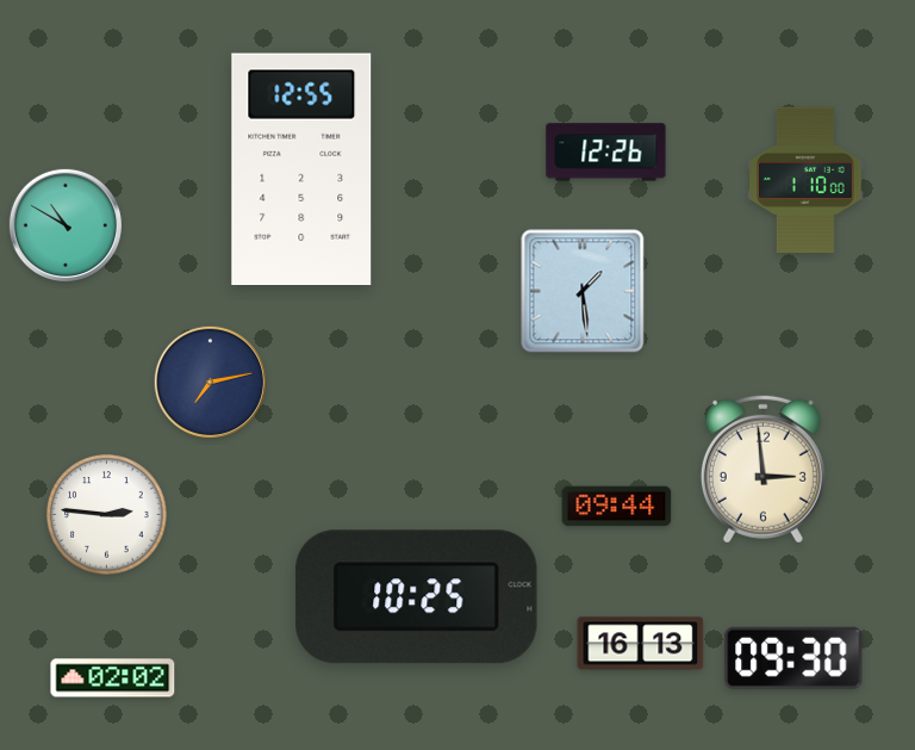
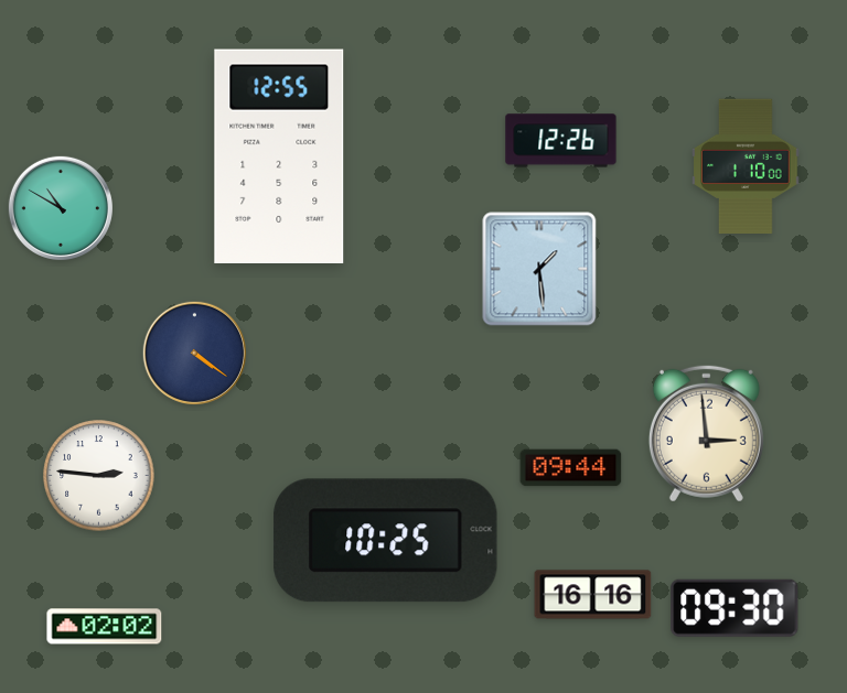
clock at (210, 382): 7:13 -> 4:21
clock at (417, 597) position: (417, 597) -> (386, 541)
clock at (641, 644): 16:13 -> 16:16
